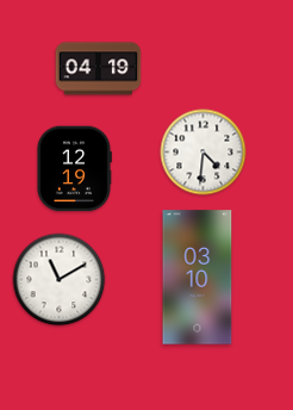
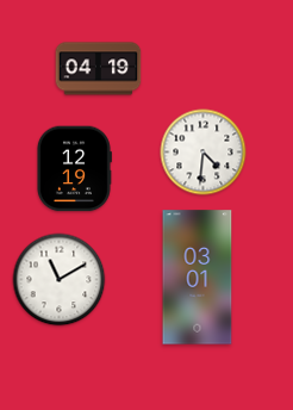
clock at (198, 278): 03:10 -> 03:01
